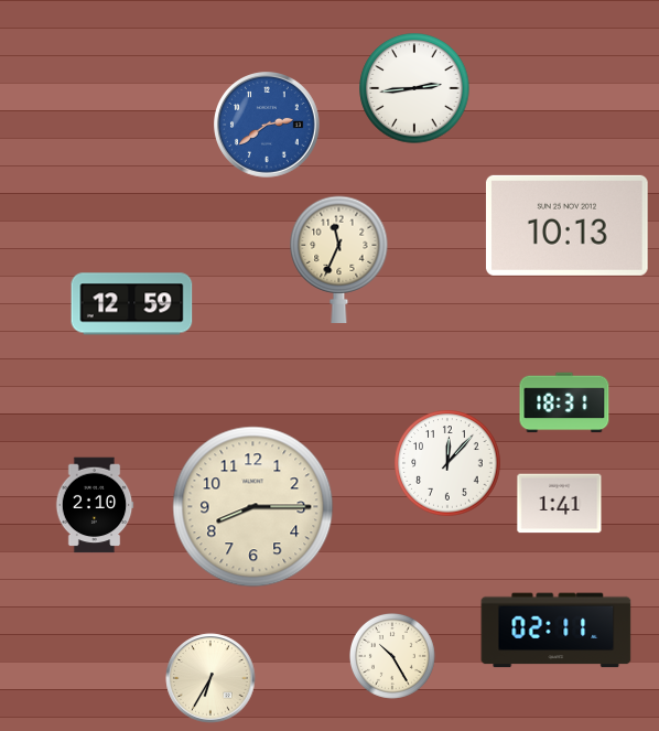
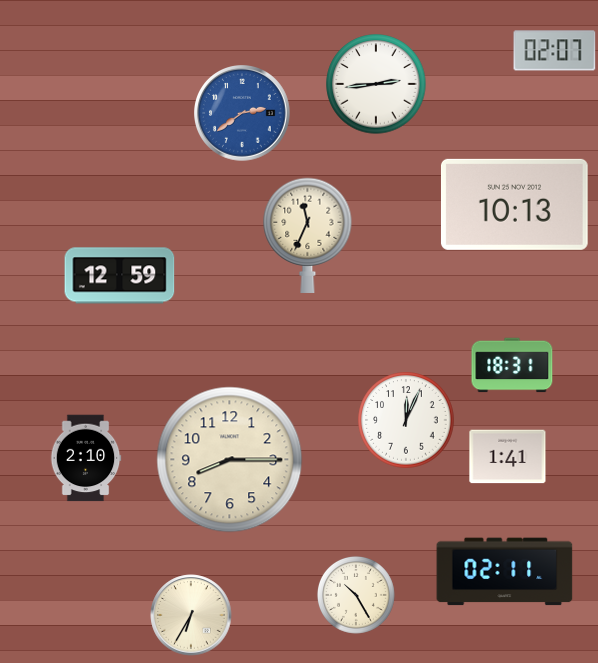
clock at (555, 51): none -> 02:07
clock at (414, 88) position: (414, 88) -> (376, 84)
clock at (447, 463): 12:07 -> 12:04
